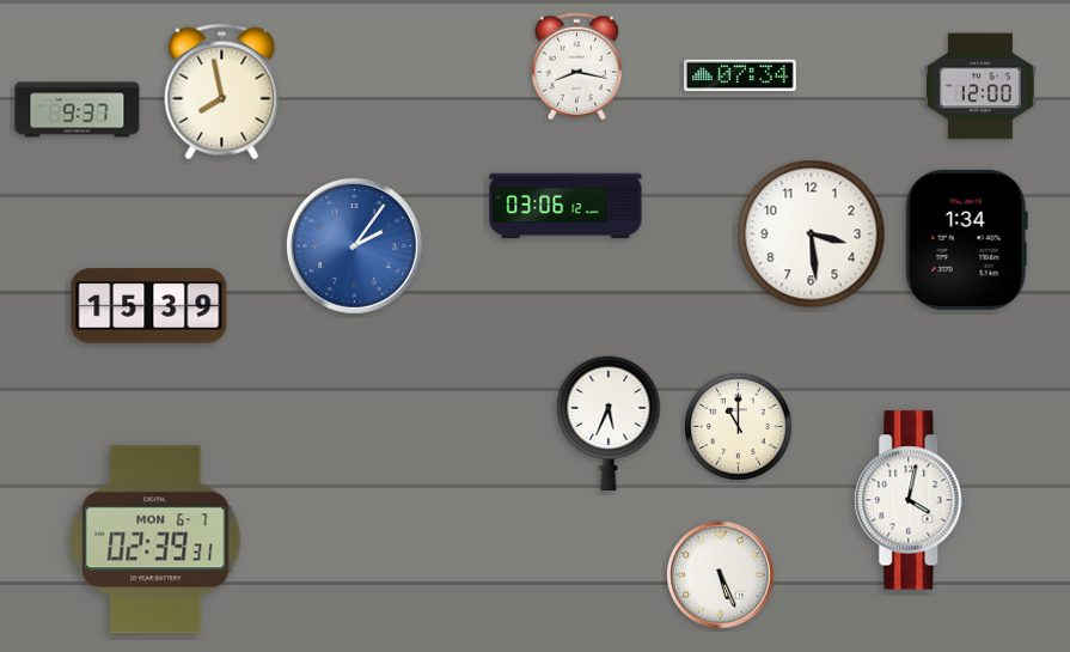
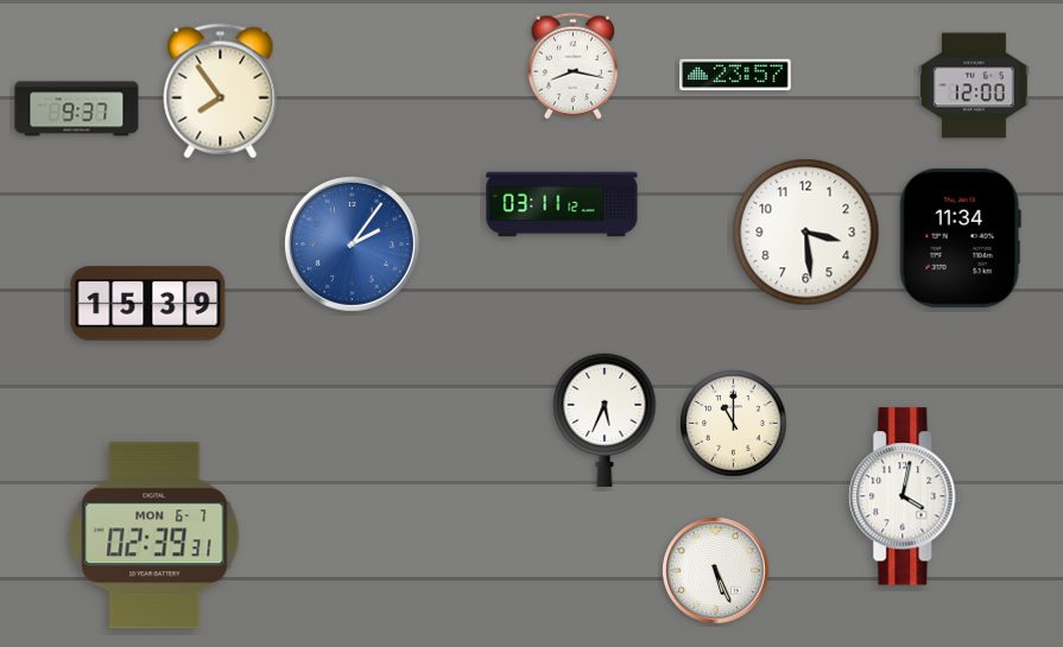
clock at (741, 75): 07:34 -> 23:57
clock at (222, 92): 7:58 -> 7:54
clock at (565, 206): 03:06 -> 03:11
clock at (966, 239): 1:34 -> 11:34
